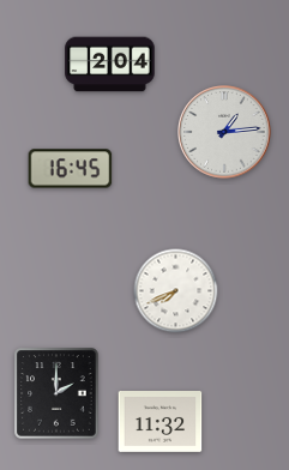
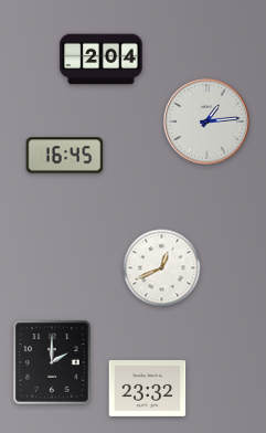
clock at (176, 291): 7:41 -> 12:41
clock at (161, 422): 11:32 -> 23:32
